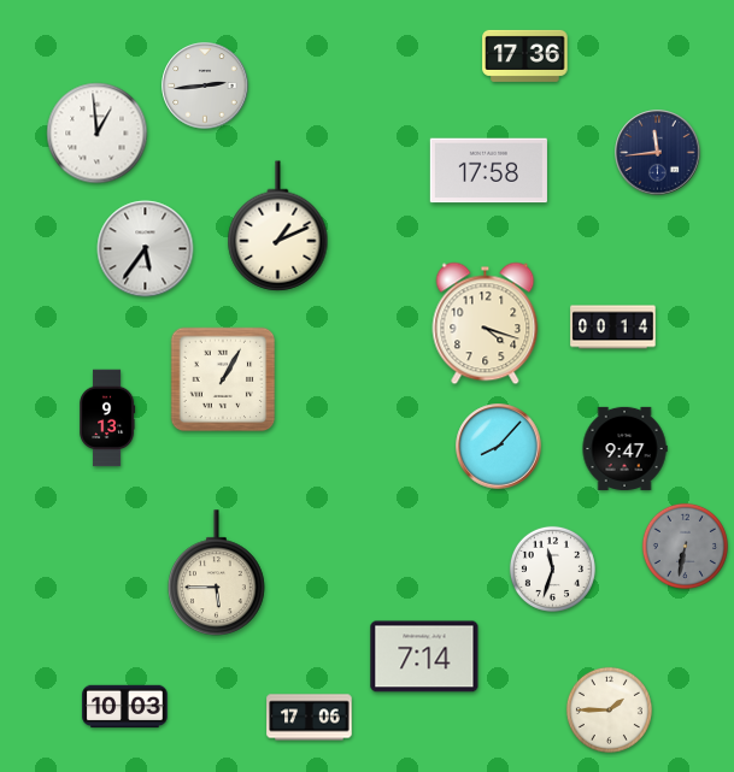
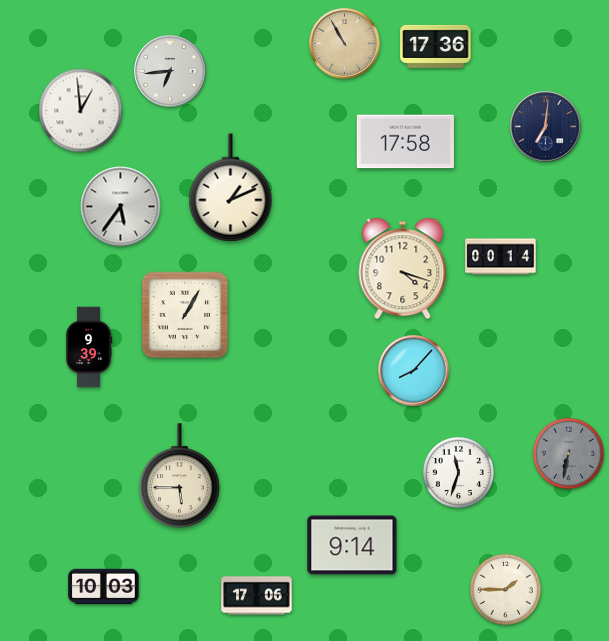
clock at (345, 44): none -> 10:55
clock at (205, 86): 2:44 -> 6:44
clock at (658, 153): 11:44 -> 7:01
clock at (613, 328) position: (613, 328) -> (501, 257)
clock at (108, 418): 9:13 -> 9:39
clock at (624, 448): 9:47 -> none
clock at (424, 656): 7:14 -> 9:14
